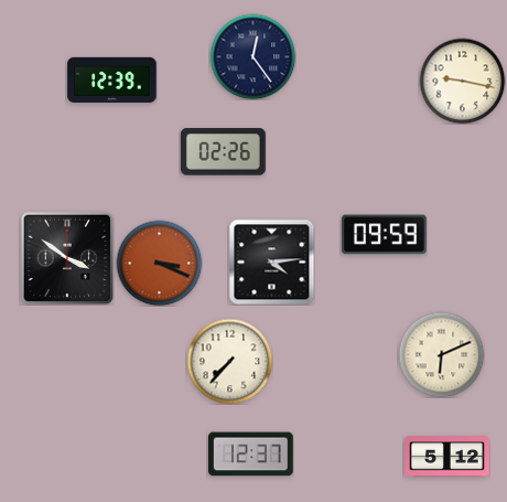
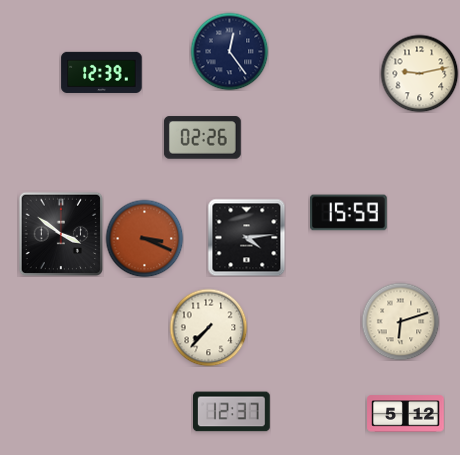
clock at (462, 81): 9:17 -> 9:13
clock at (385, 235): 09:59 -> 15:59
clock at (441, 354): 6:11 -> 6:12
clock at (251, 455) position: (251, 455) -> (232, 412)
